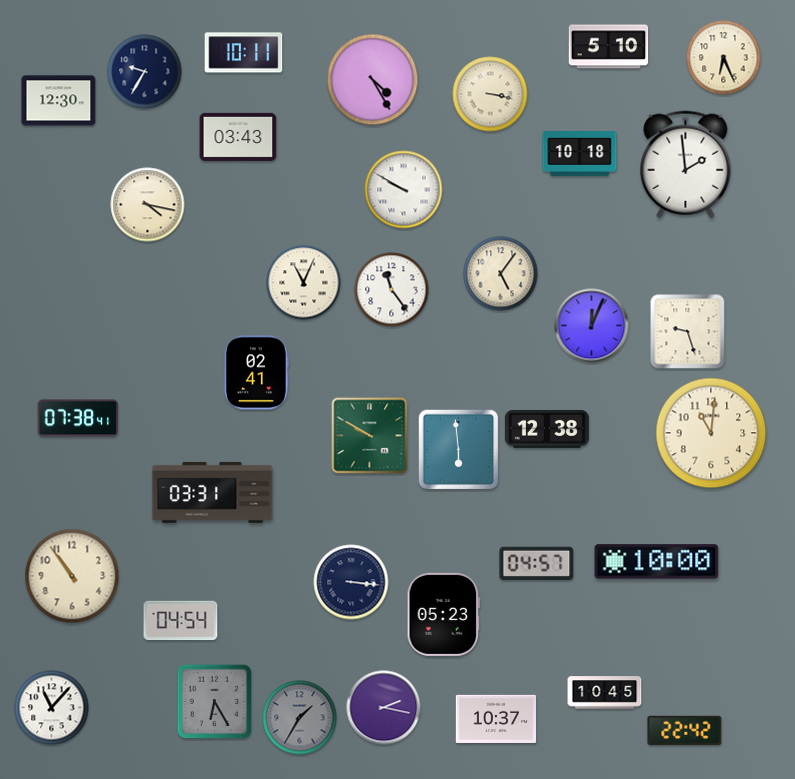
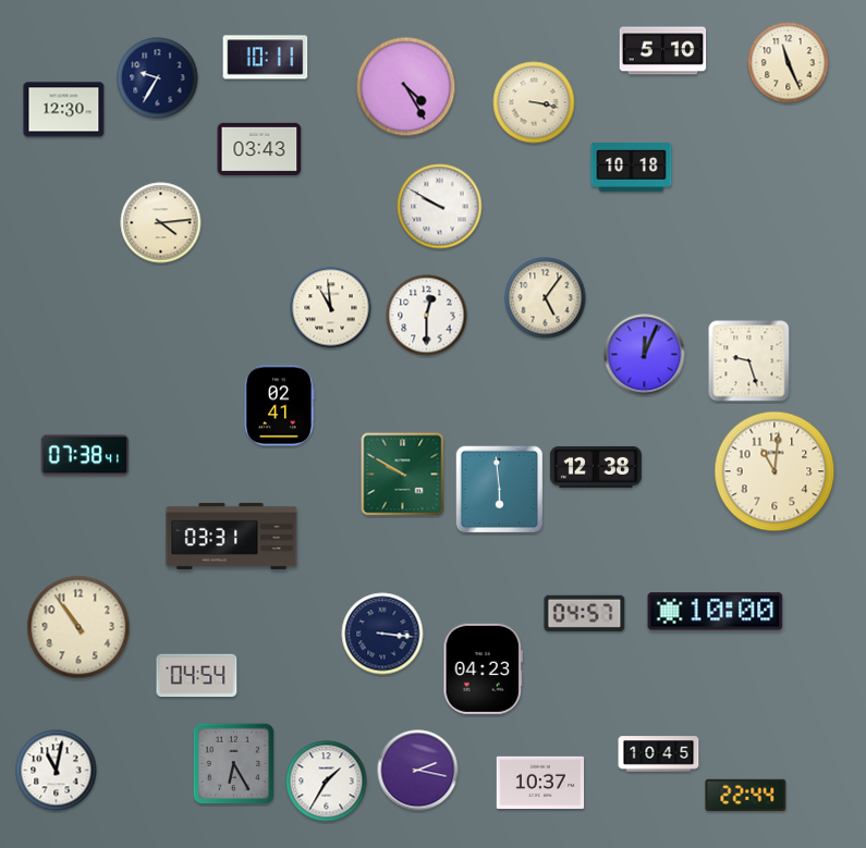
clock at (724, 58): 6:26 -> 11:26
clock at (686, 165): 1:59 -> none
clock at (148, 205): 4:17 -> 4:14
clock at (304, 283): 11:04 -> 10:59
clock at (392, 290): 11:24 -> 12:30
clock at (443, 614): 05:23 -> 04:23
clock at (52, 708): 11:07 -> 11:02
clock at (300, 718) dial: grey -> white
clock at (685, 731): 22:42 -> 22:44
